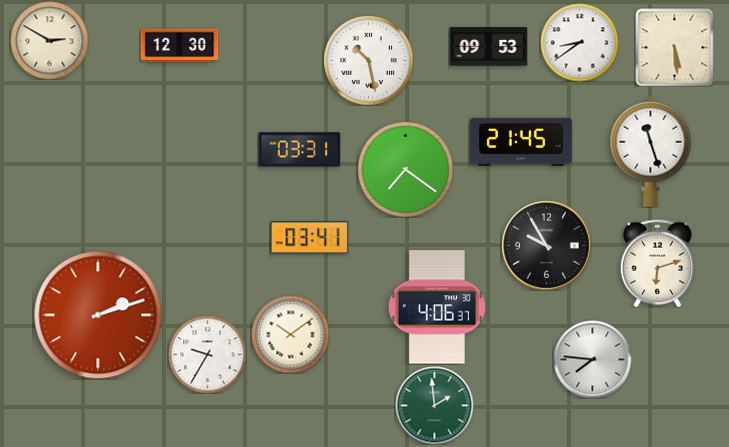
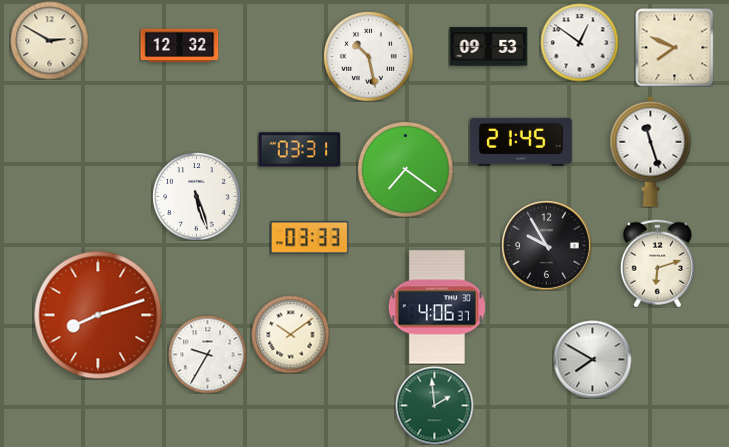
clock at (579, 42): 8:39 -> 12:51
clock at (179, 46): 12:30 -> 12:32
clock at (674, 47): 5:29 -> 7:49
clock at (368, 60) position: (368, 60) -> (368, 56)
clock at (196, 196): none -> 5:27
clock at (309, 238): 03:41 -> 03:33
clock at (98, 315): 2:12 -> 8:12
clock at (592, 359): 7:46 -> 7:50
